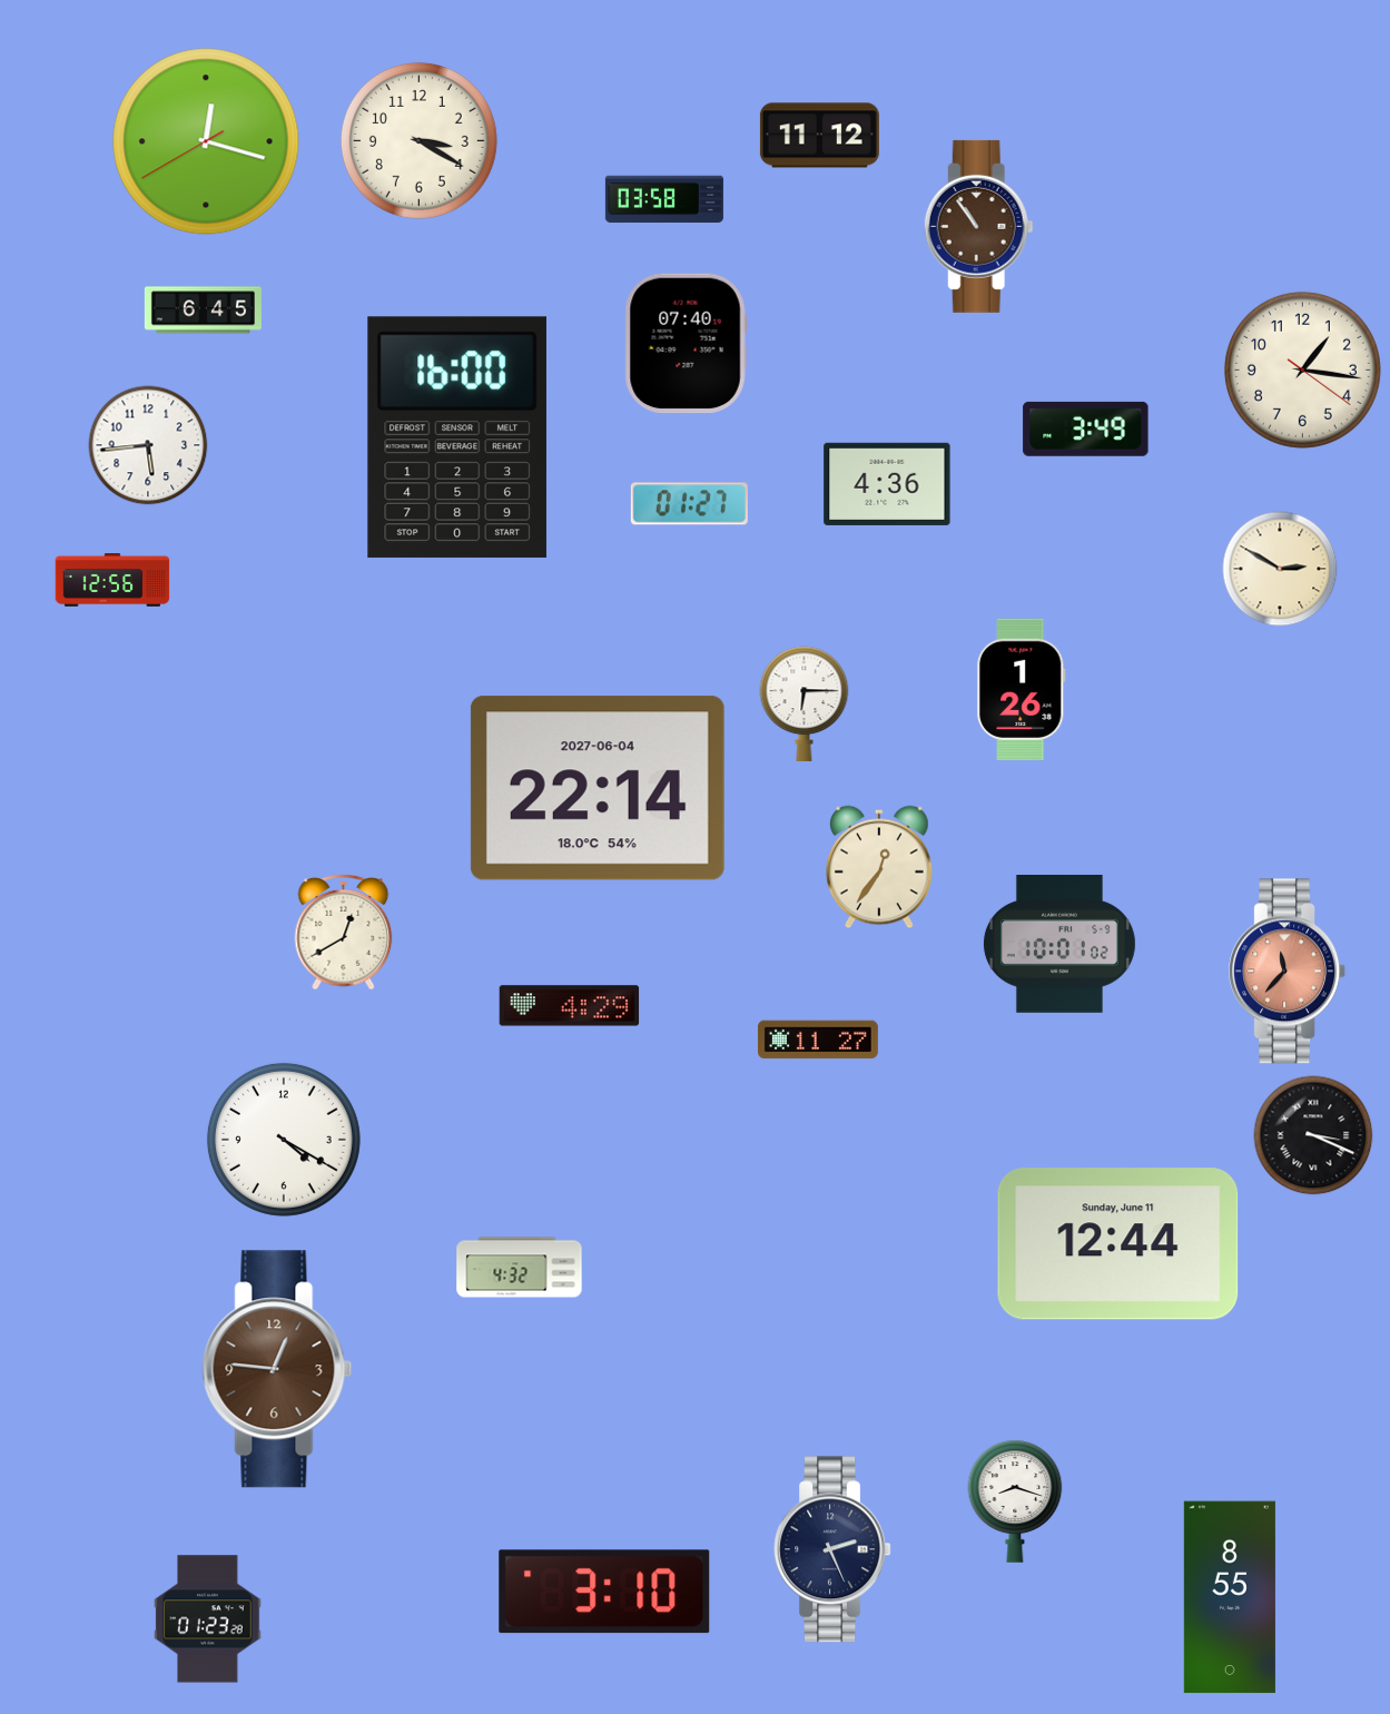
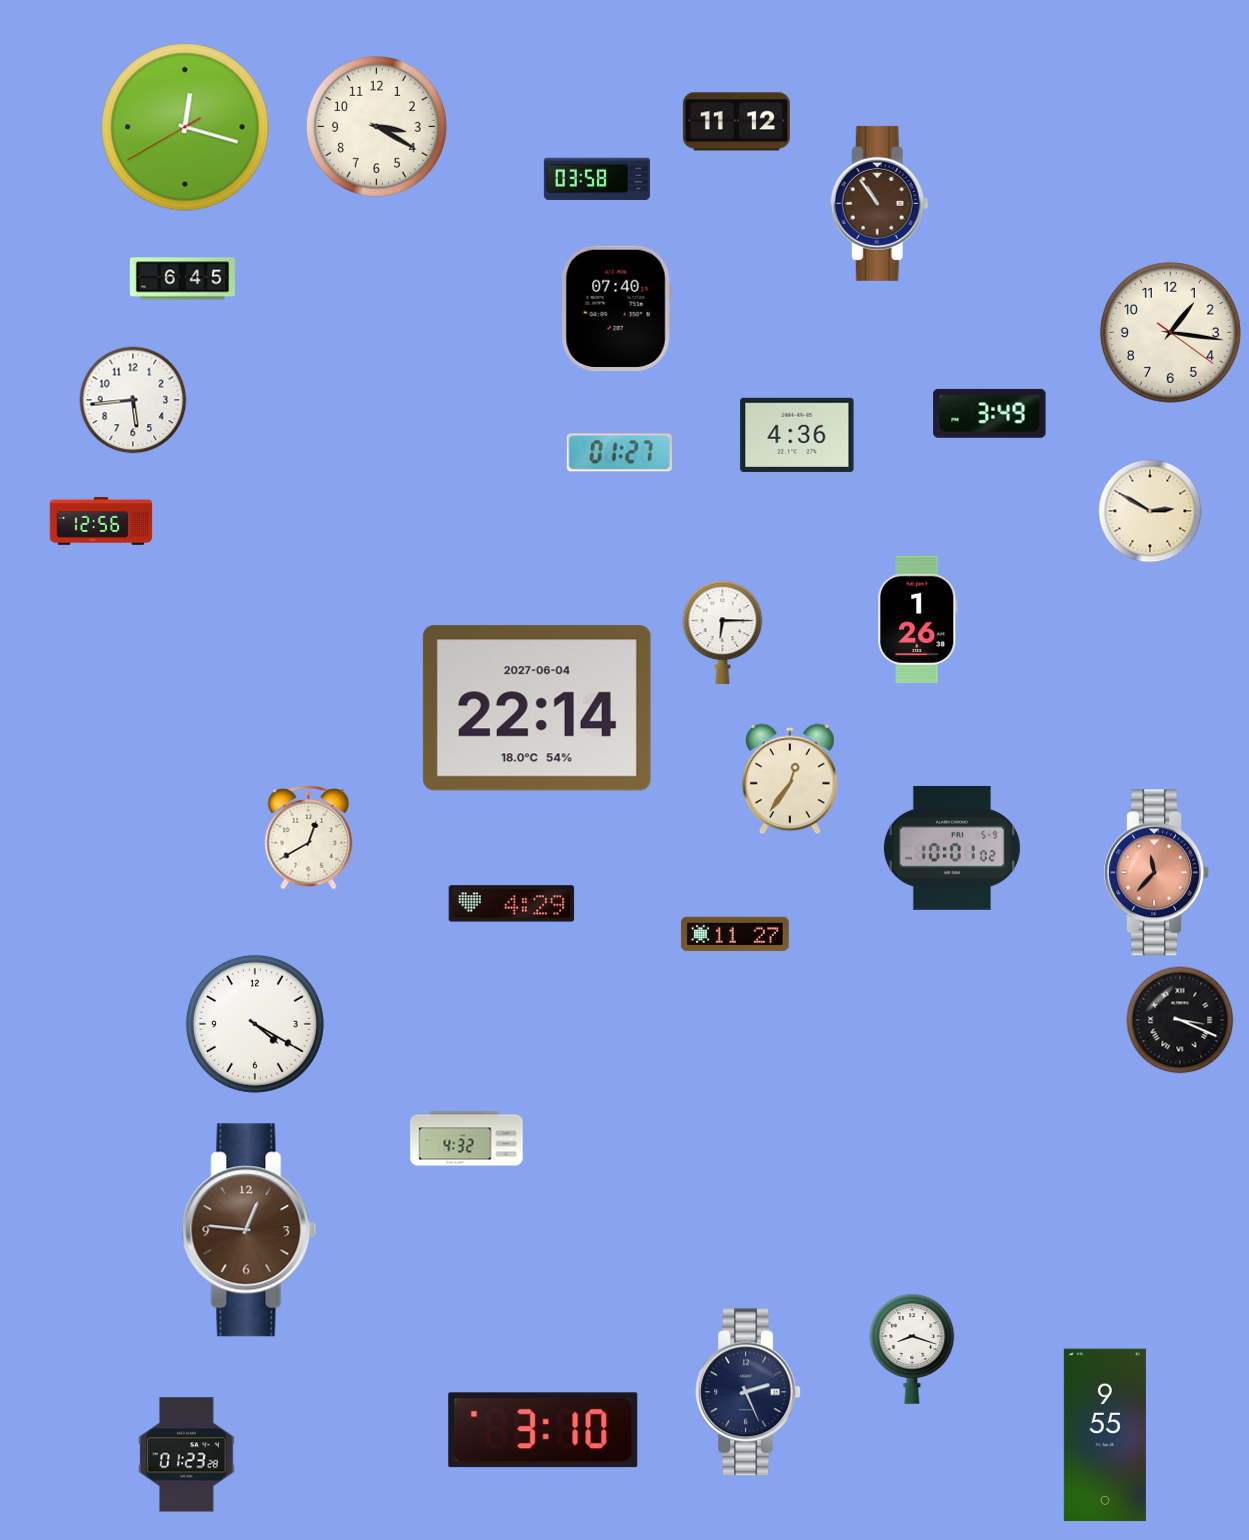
clock at (1086, 428) position: (1086, 428) -> (990, 413)
clock at (457, 437): 16:00 -> none
clock at (1118, 1244): 12:44 -> none
clock at (1230, 1597): 8:55 -> 9:55
